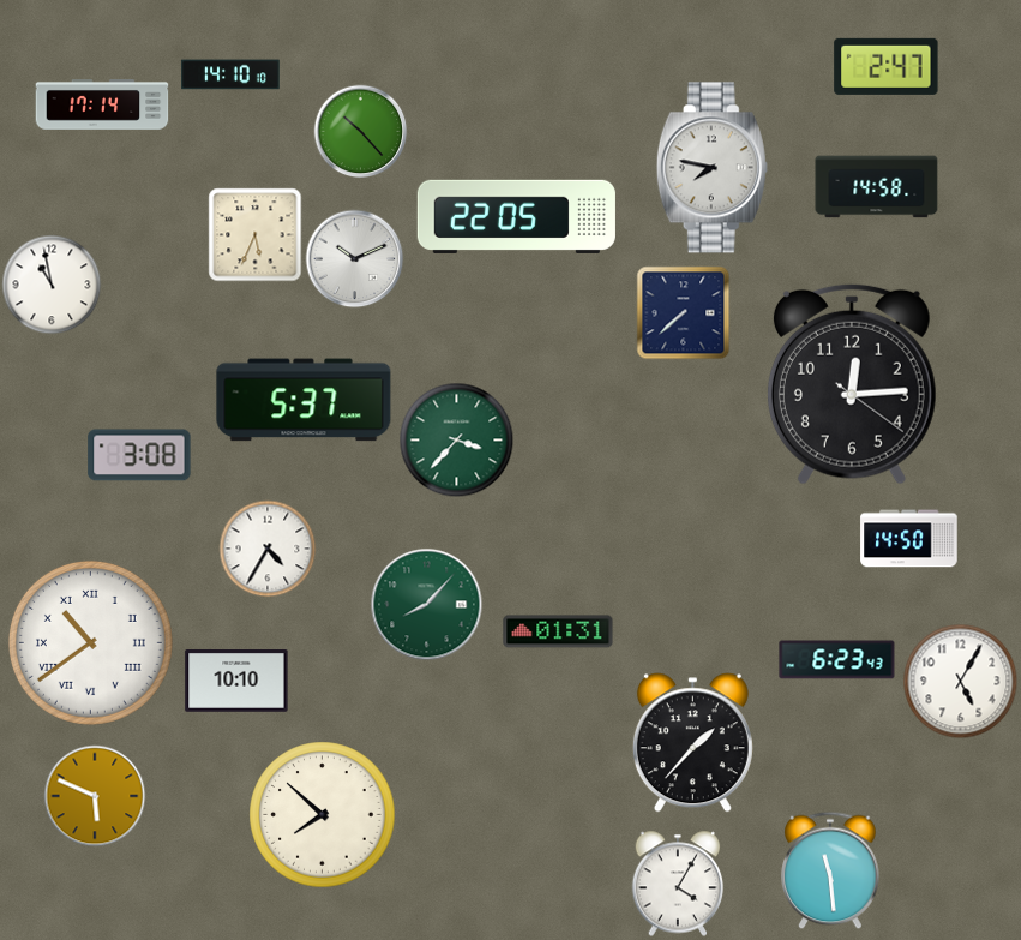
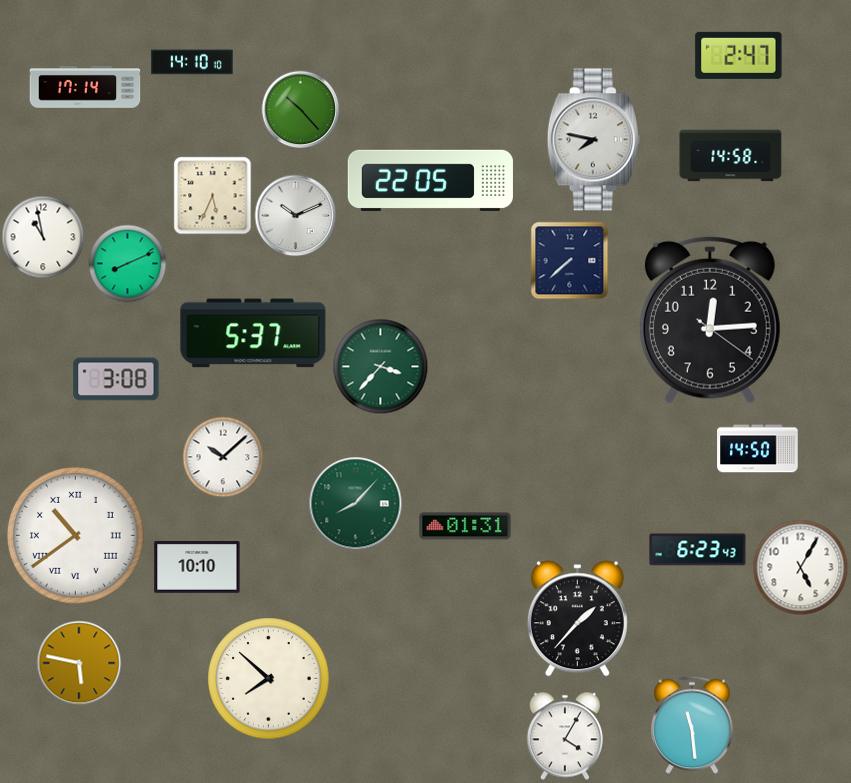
clock at (127, 263): none -> 8:11
clock at (268, 549): 4:35 -> 10:08
clock at (95, 796): 5:49 -> 5:47
